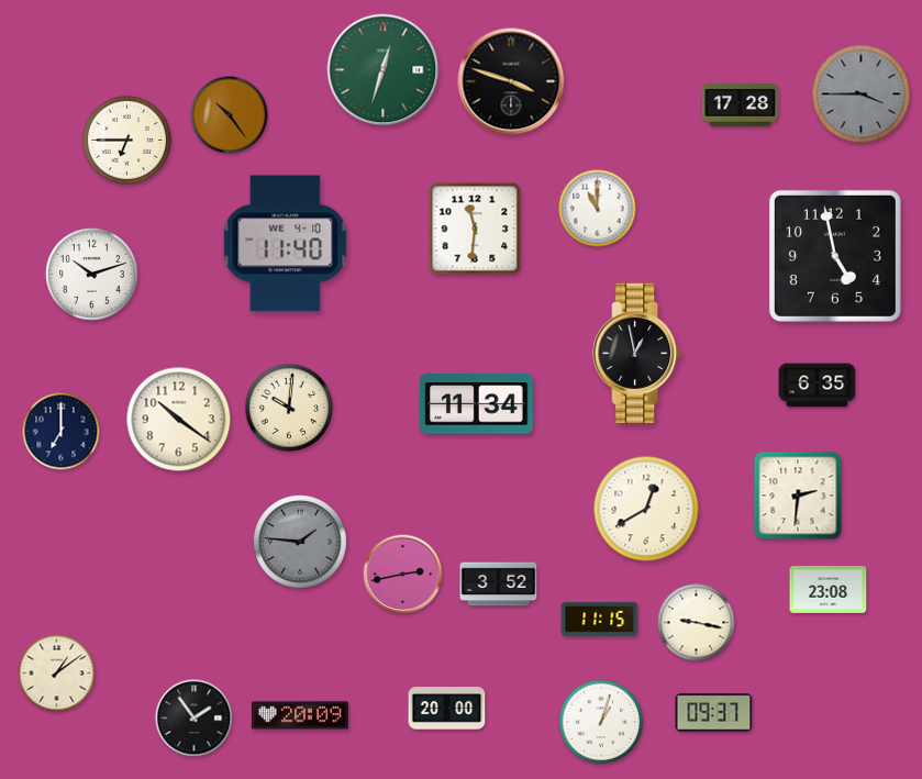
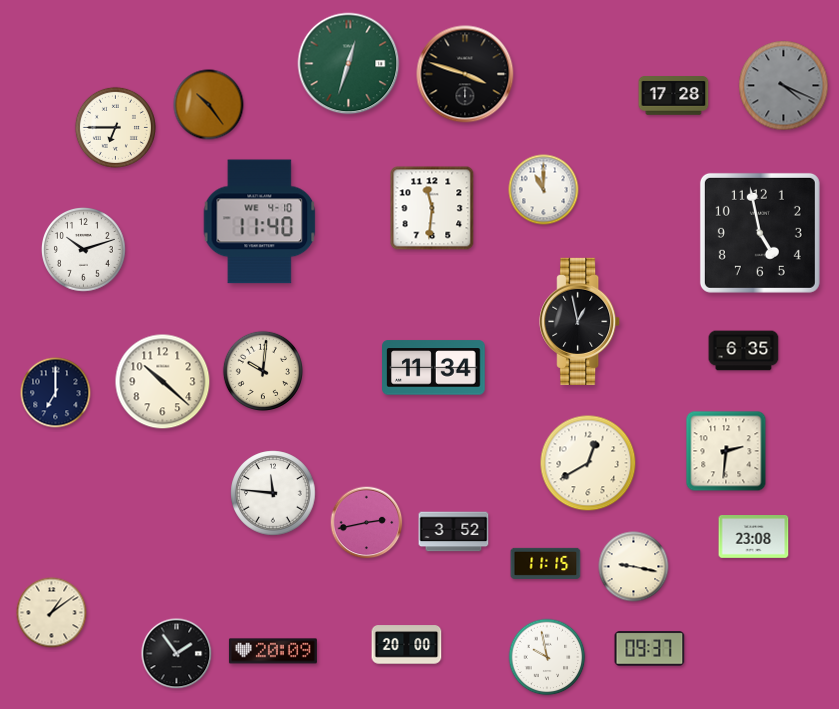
clock at (862, 94): 3:45 -> 4:19
clock at (179, 420): 10:21 -> 10:22
clock at (300, 542): 1:46 -> 11:46
clock at (300, 542) dial: grey -> white
clock at (601, 722): 1:03 -> 9:58
